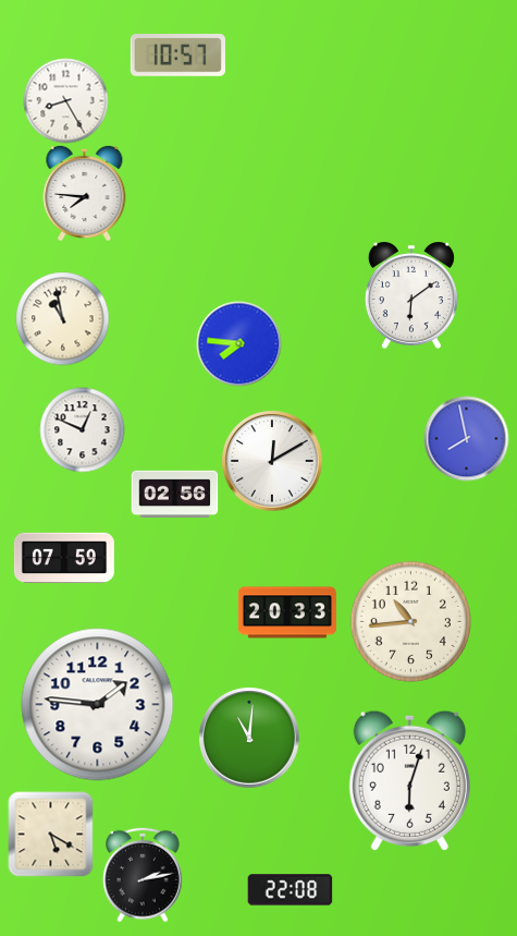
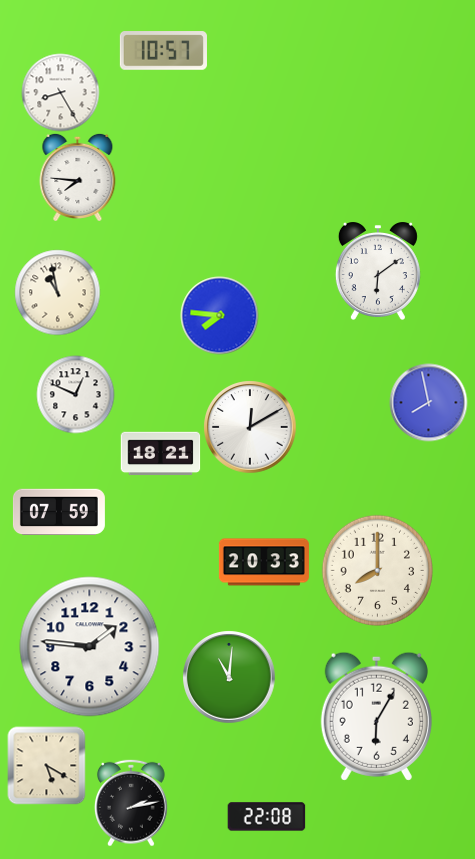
clock at (272, 461) position: (272, 461) -> (250, 427)
clock at (174, 495): 02:56 -> 18:21
clock at (410, 621): 10:44 -> 8:00
clock at (409, 780): 6:03 -> 6:05
